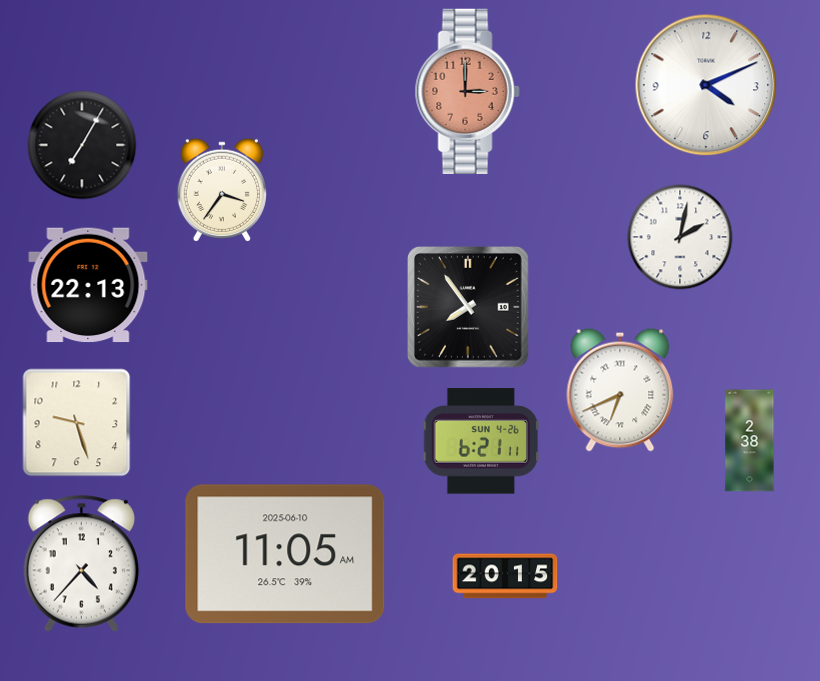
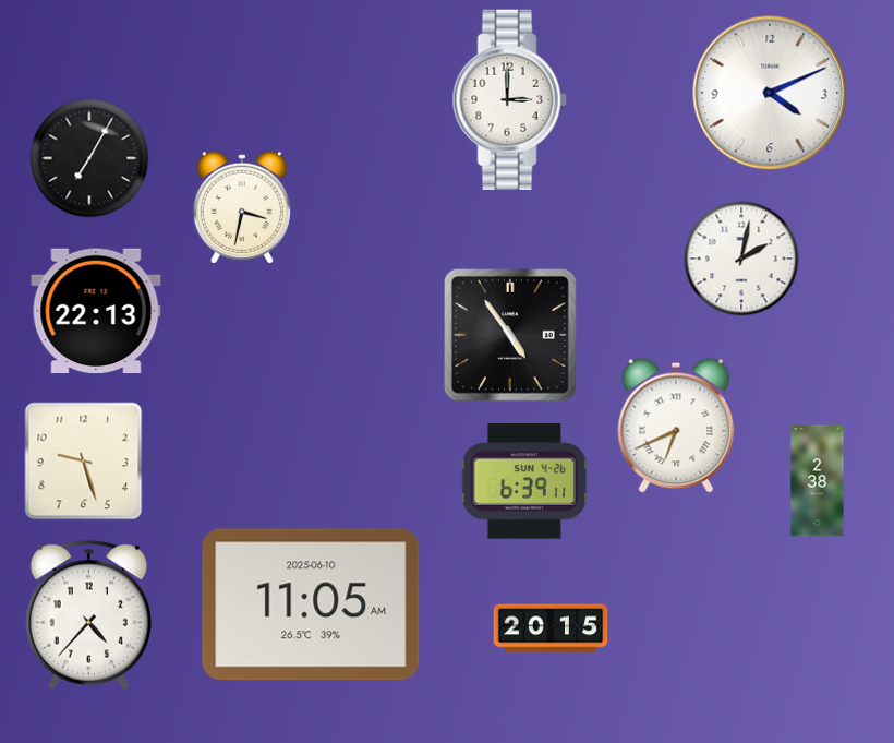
clock at (467, 91) dial: salmon -> white
clock at (221, 190): 3:36 -> 3:32
clock at (469, 308): 7:54 -> 4:54
clock at (481, 441): 6:21 -> 6:39
